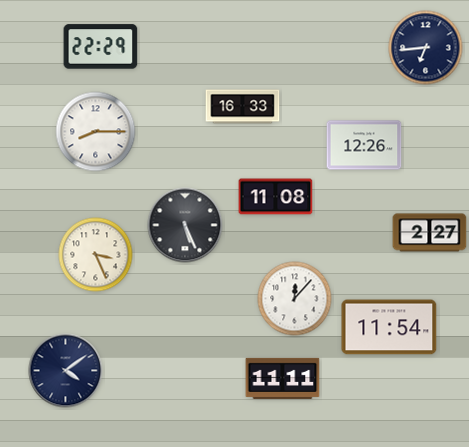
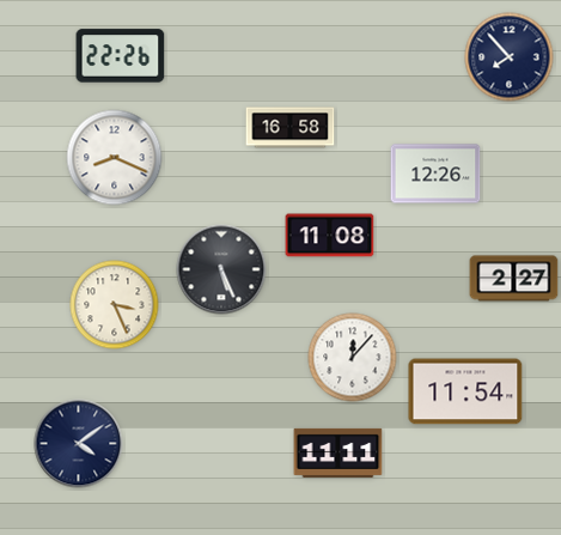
clock at (101, 47): 22:29 -> 22:26
clock at (426, 48): 6:44 -> 7:53
clock at (243, 107): 16:33 -> 16:58
clock at (96, 132): 8:15 -> 8:19
